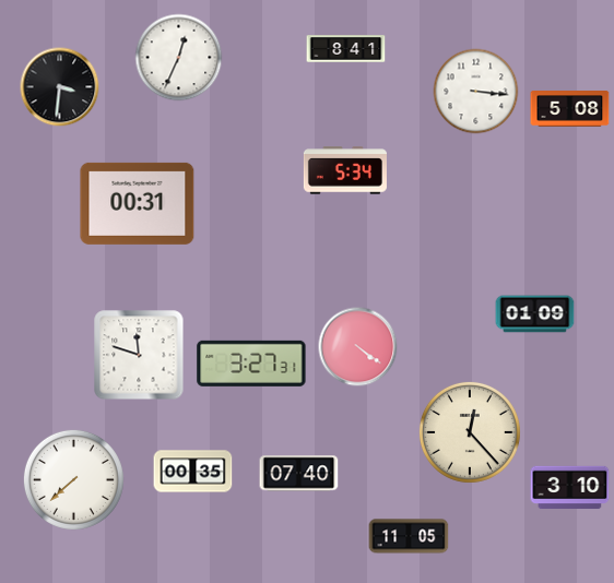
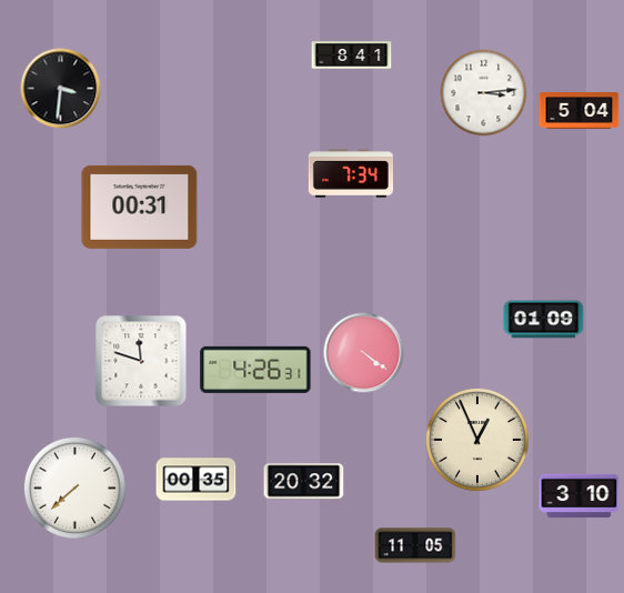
clock at (346, 49) position: (346, 49) -> (352, 56)
clock at (179, 58): 12:34 -> none
clock at (476, 92): 3:16 -> 3:14
clock at (570, 109): 5:08 -> 5:04
clock at (345, 170): 5:34 -> 7:34
clock at (251, 364): 3:27 -> 4:26
clock at (470, 432): 12:23 -> 12:56
clock at (299, 474): 07:40 -> 20:32
